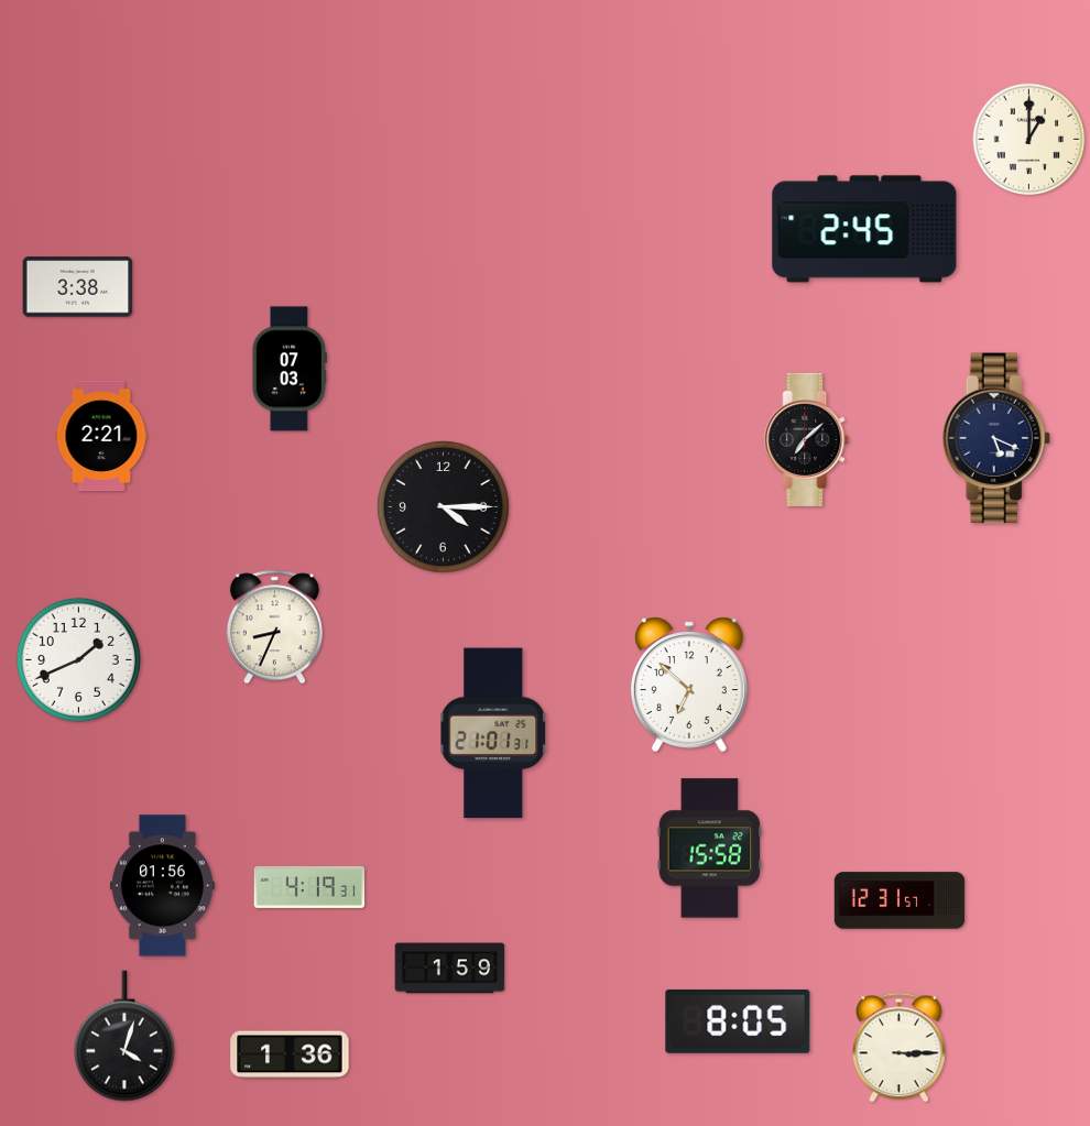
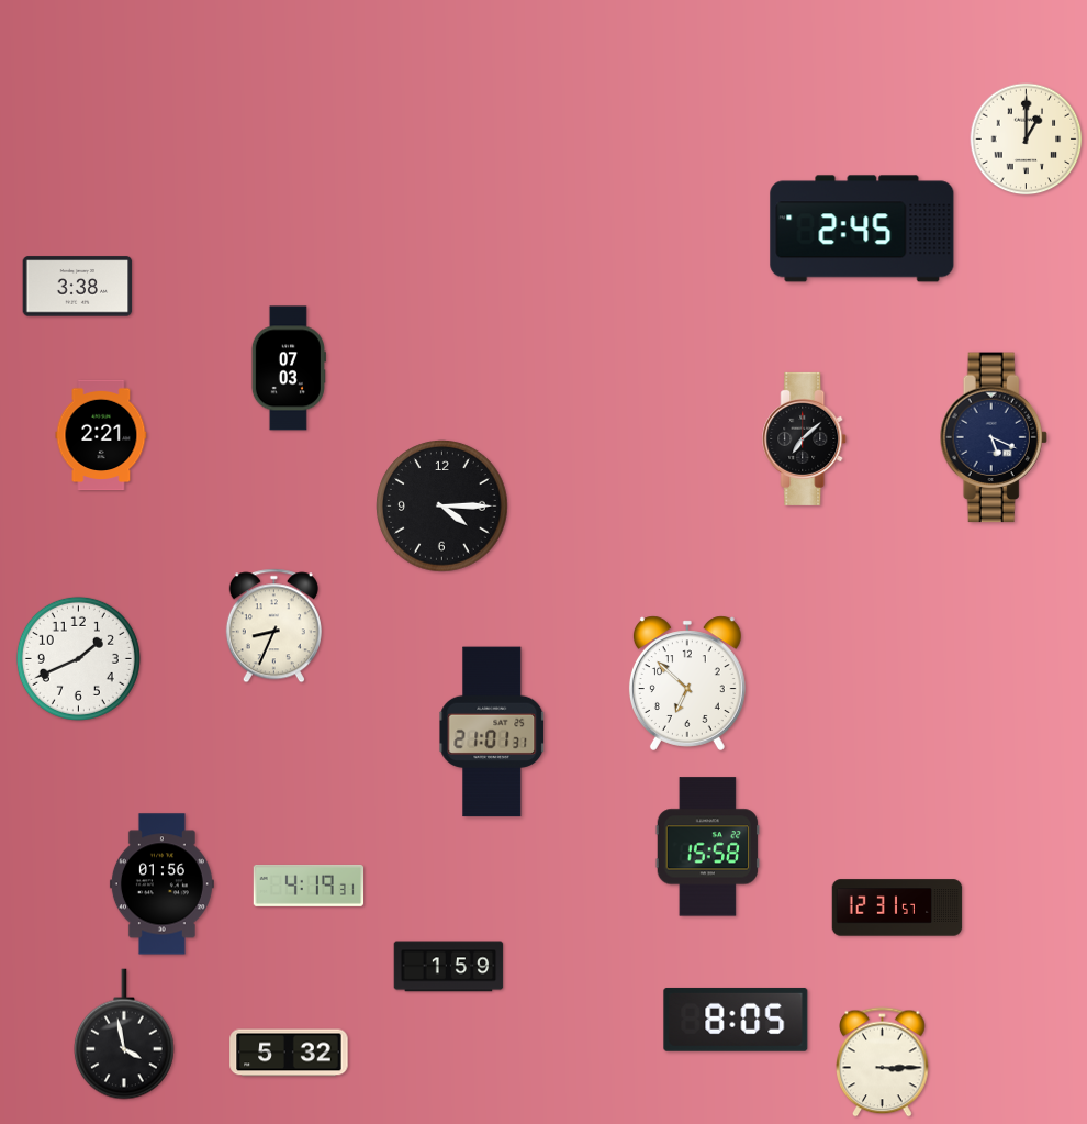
clock at (900, 900) position: (900, 900) -> (897, 908)
clock at (124, 1036): 4:03 -> 3:58
clock at (900, 1048) position: (900, 1048) -> (883, 1062)
clock at (290, 1054): 1:36 -> 5:32
